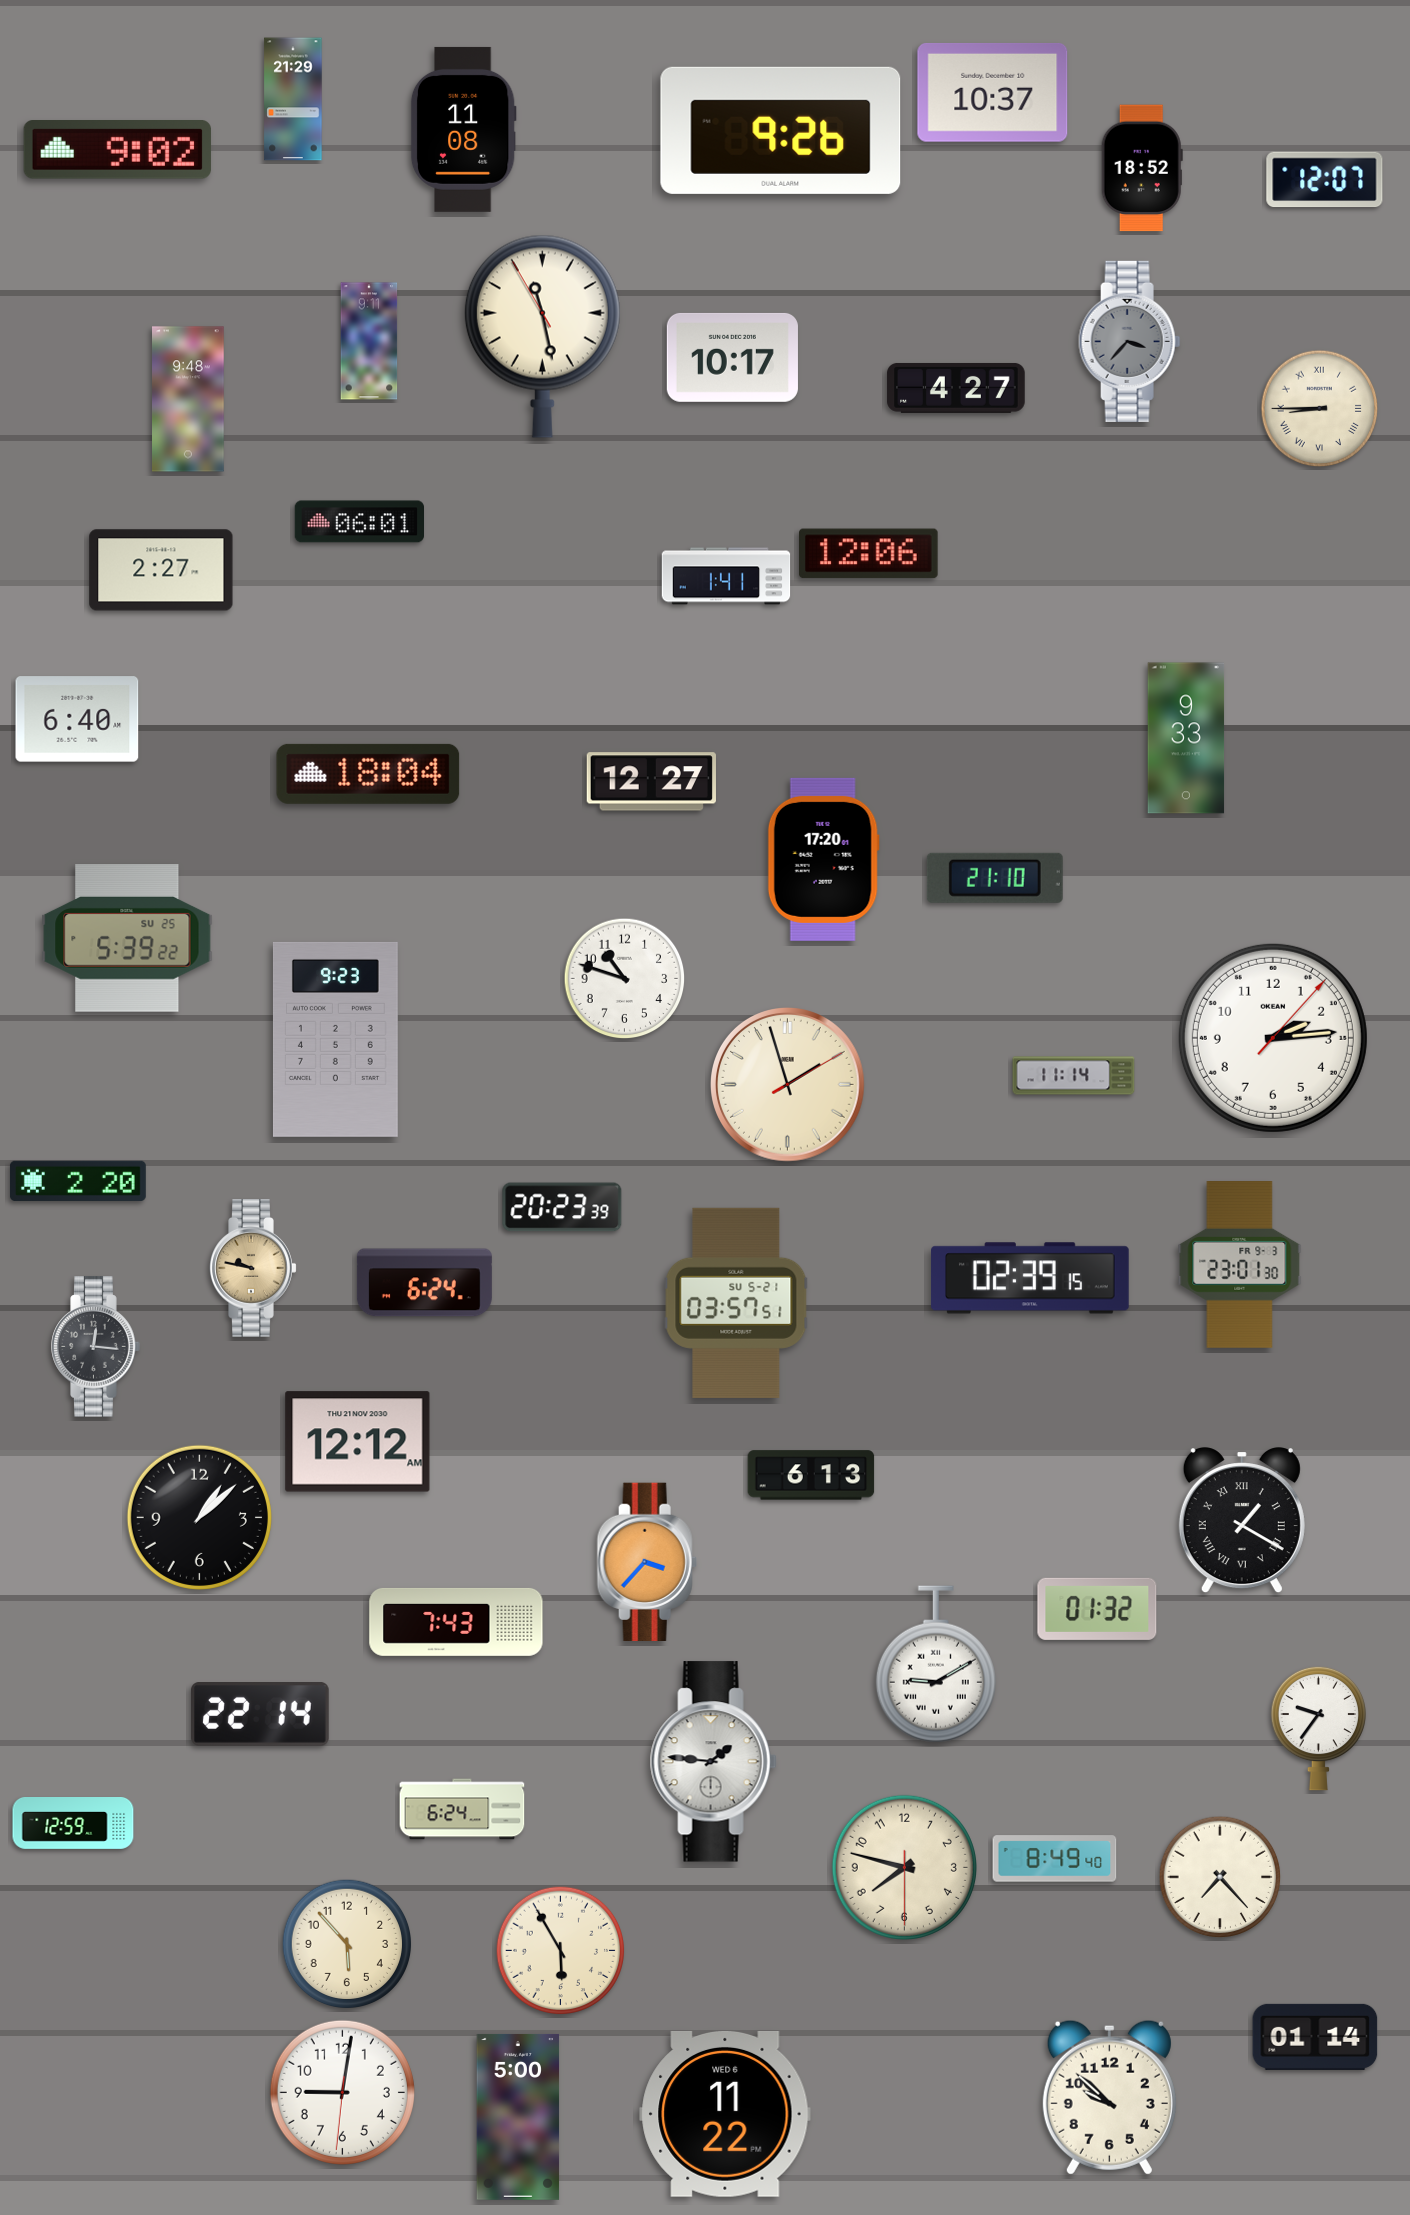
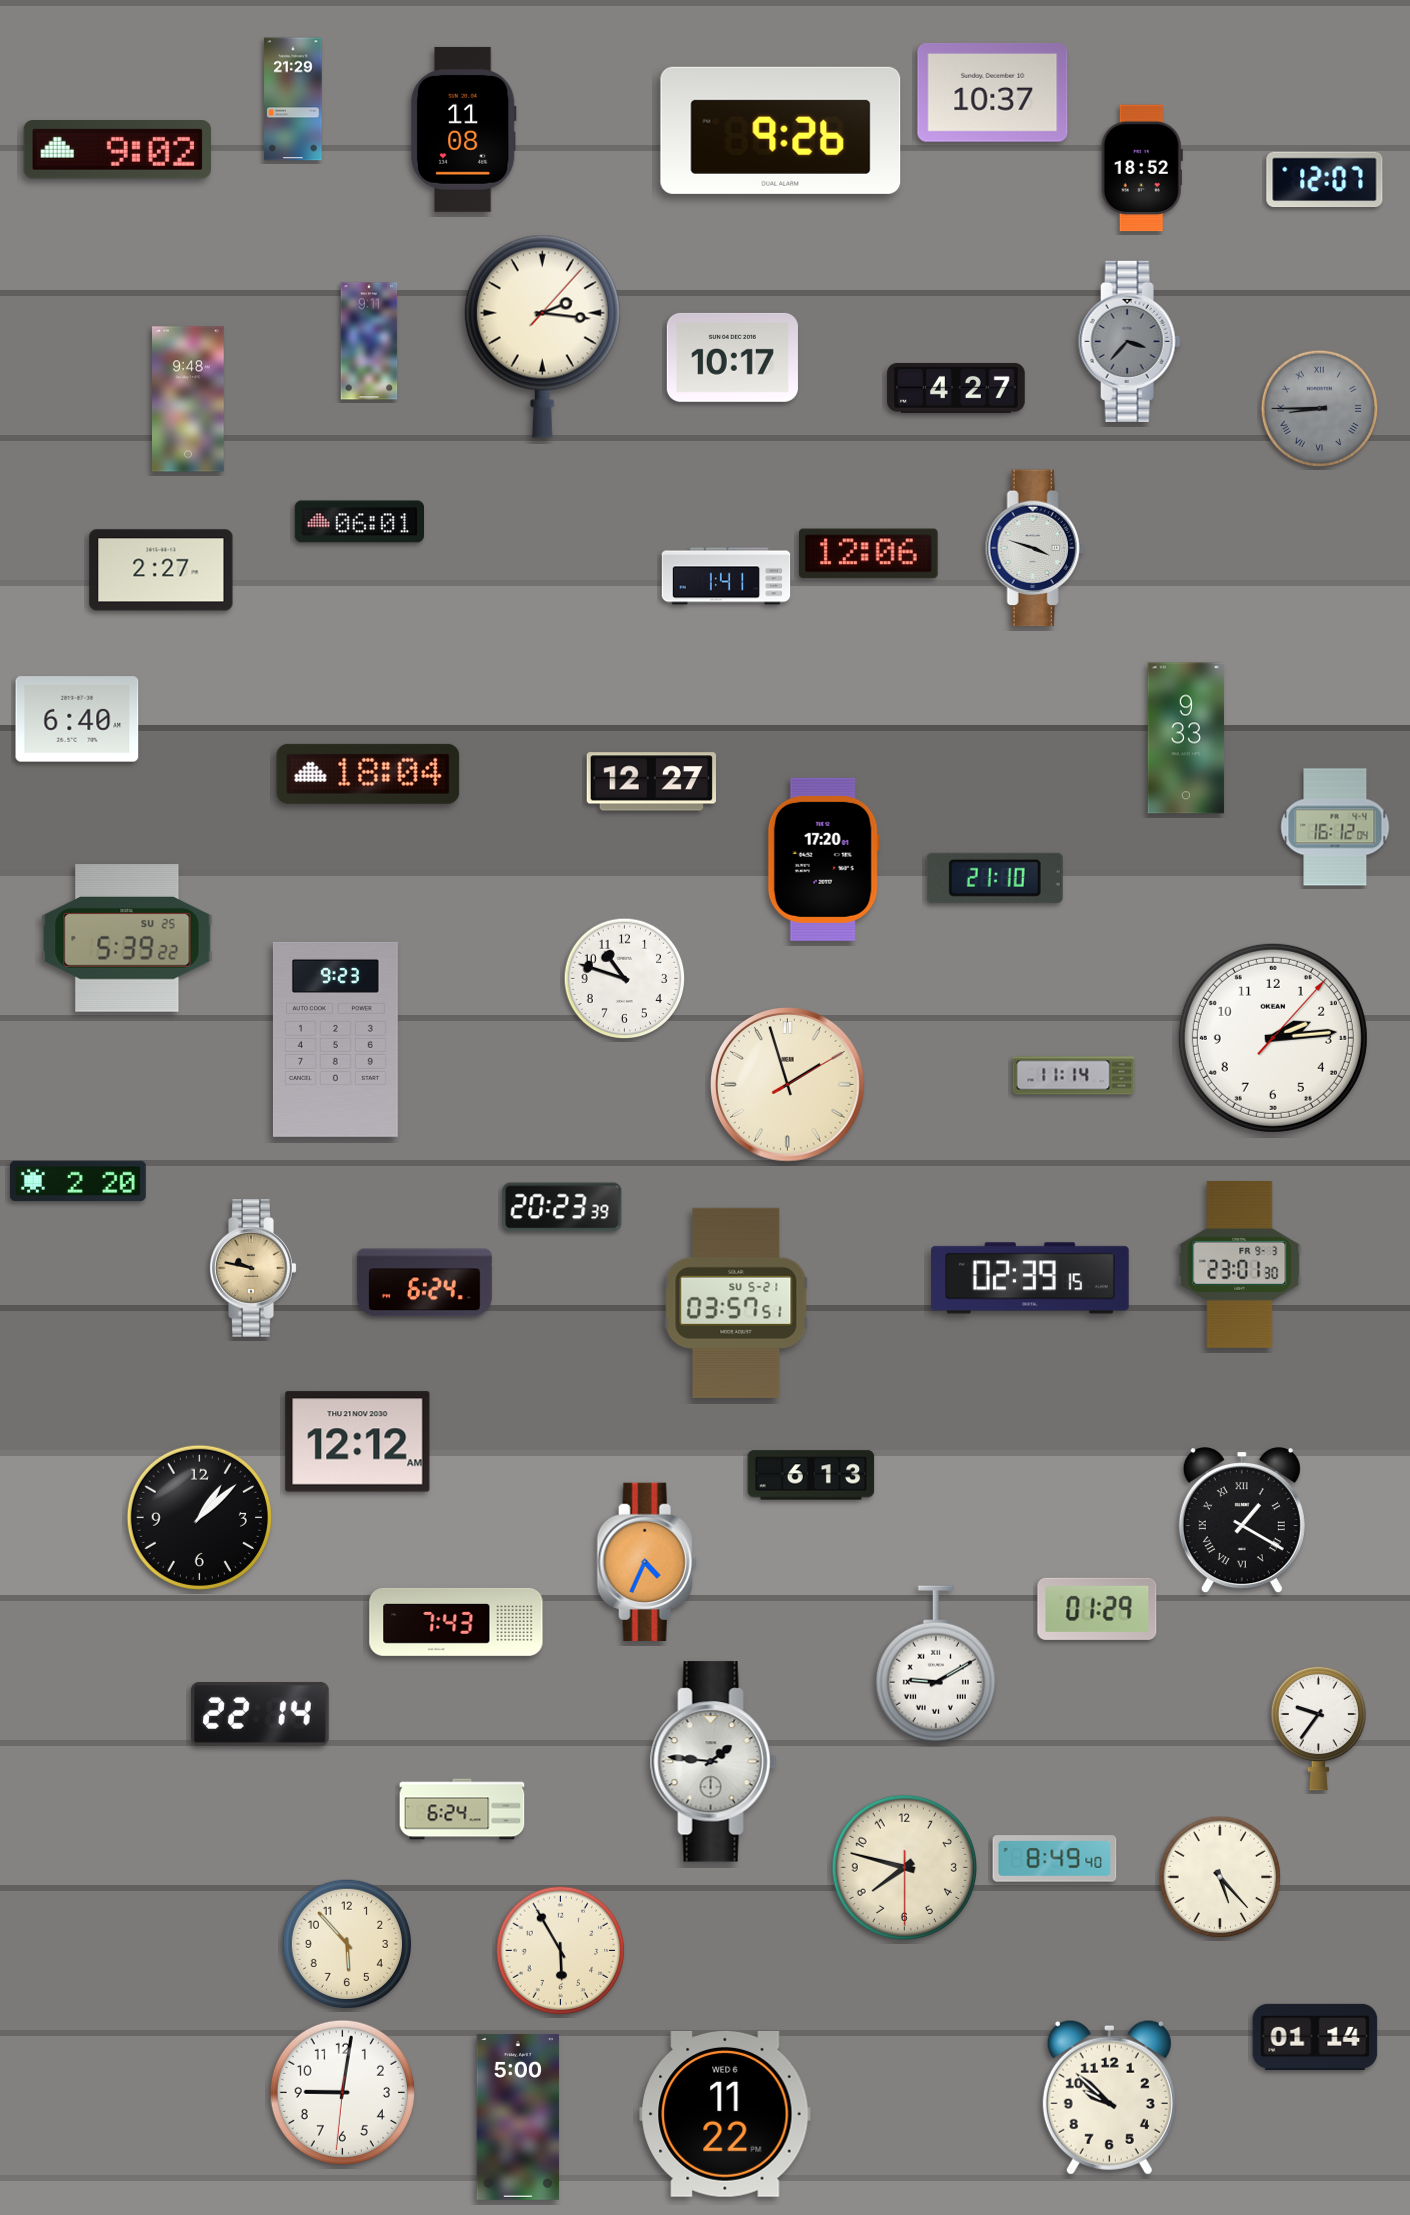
clock at (542, 336): 11:27 -> 2:16
clock at (1320, 409) dial: cream -> grey
clock at (1035, 548): none -> 3:48
clock at (1335, 827): none -> 16:12
clock at (96, 1347): 12:16 -> none
clock at (647, 1561): 3:37 -> 4:34
clock at (1097, 1609): 01:32 -> 01:29
clock at (73, 1824): 12:59 -> none
clock at (1220, 1877): 7:23 -> 5:23
